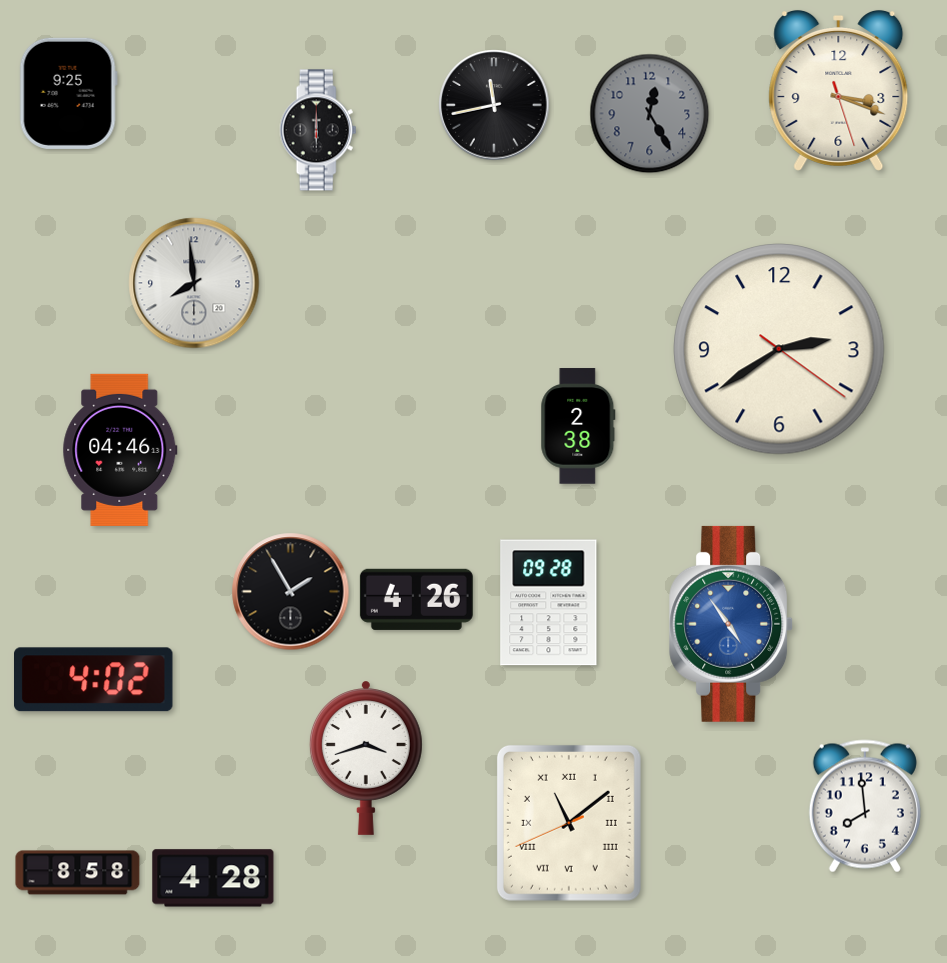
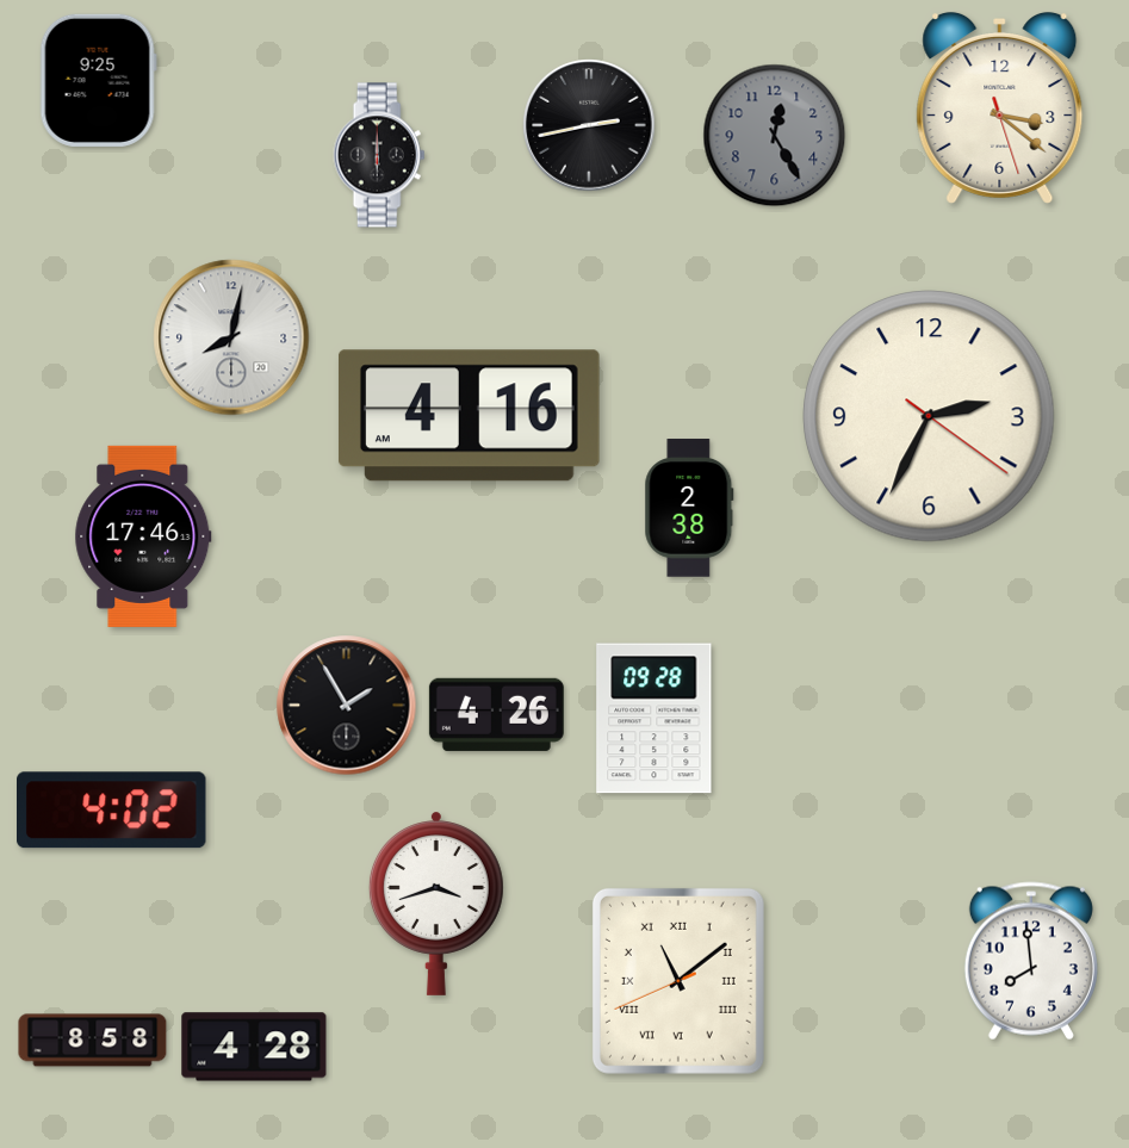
clock at (839, 90): 3:18 -> 3:21
clock at (68, 93) position: (68, 93) -> (98, 80)
clock at (494, 105): 11:43 -> 2:43
clock at (194, 283): 7:59 -> 8:02
clock at (469, 416): none -> 4:16
clock at (779, 349): 2:39 -> 2:34
clock at (120, 450): 04:46 -> 17:46
clock at (732, 624): 4:54 -> none
